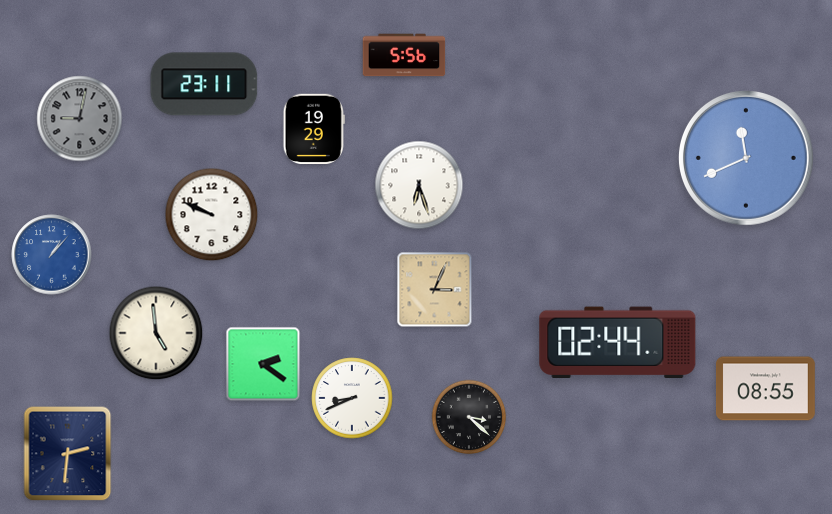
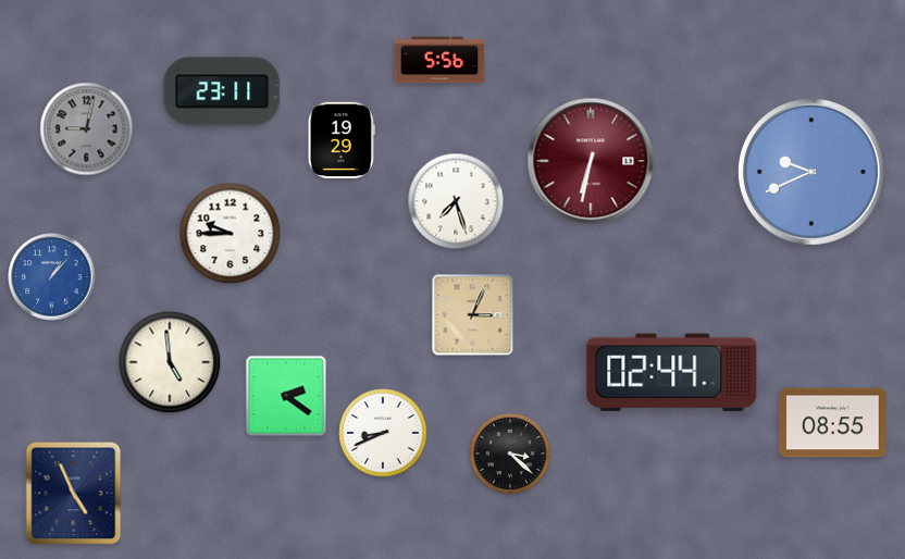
clock at (591, 161): none -> 6:32
clock at (746, 158): 11:41 -> 9:41
clock at (419, 185): 6:27 -> 7:27
clock at (212, 215): 9:49 -> 9:45
clock at (52, 255) position: (52, 255) -> (52, 277)
clock at (68, 454): 2:31 -> 4:56
